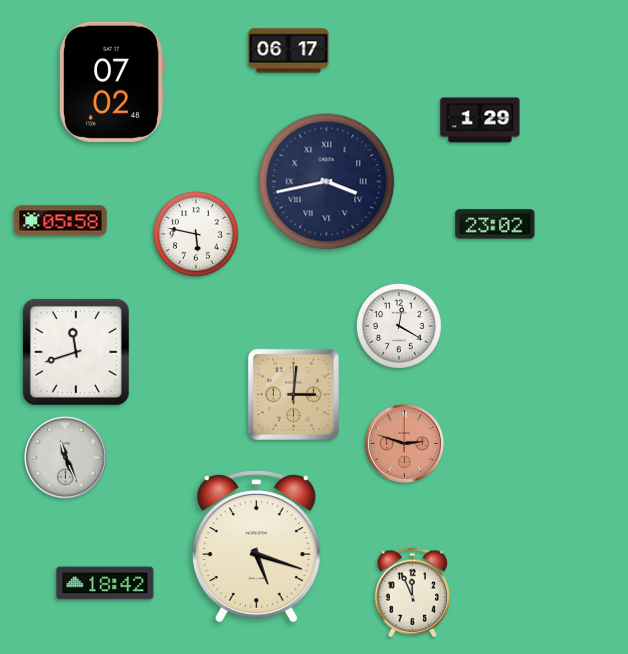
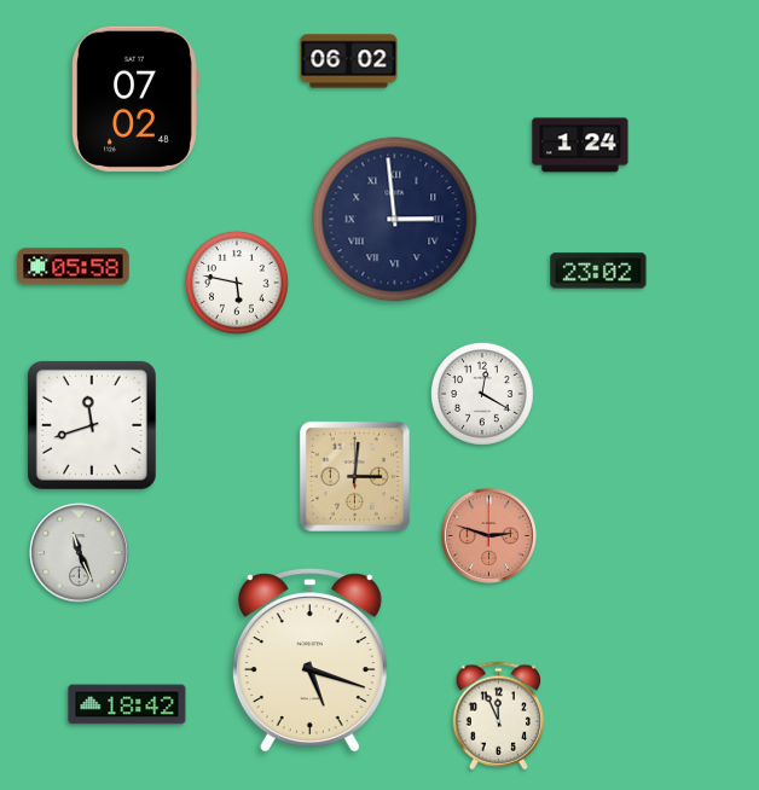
clock at (289, 51): 06:17 -> 06:02
clock at (480, 120): 1:29 -> 1:24
clock at (327, 182): 3:43 -> 2:59
